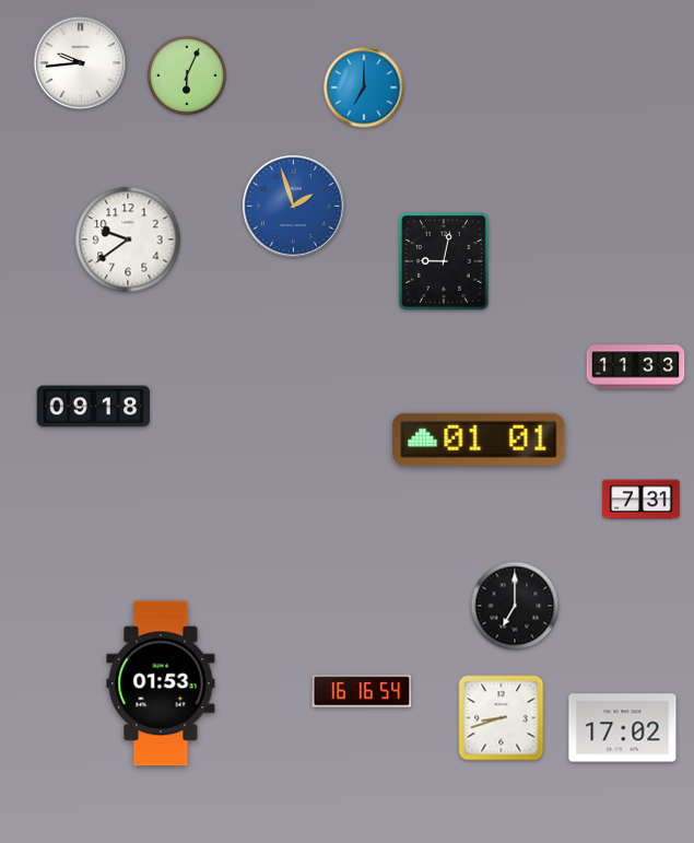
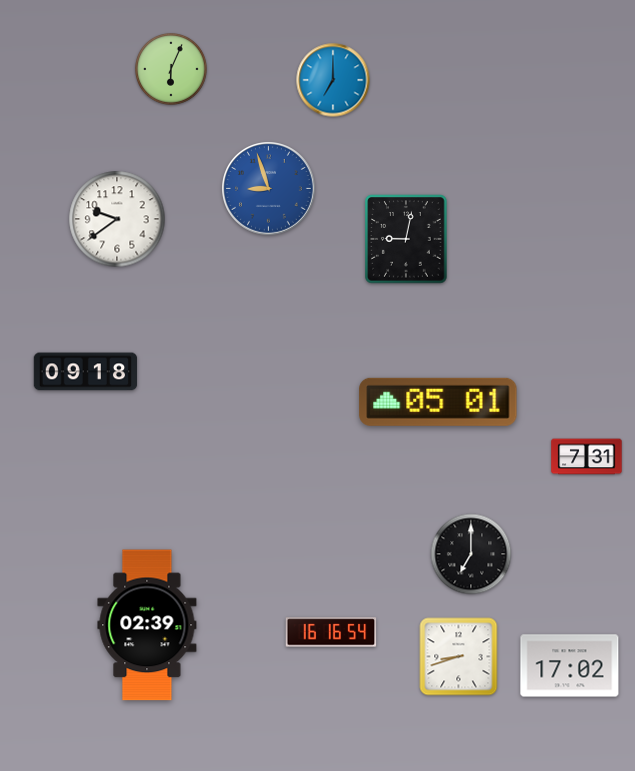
clock at (81, 63): 9:44 -> none
clock at (294, 207): 1:57 -> 8:57
clock at (636, 367): 11:33 -> none
clock at (479, 440): 01:01 -> 05:01
clock at (161, 683): 01:53 -> 02:39
